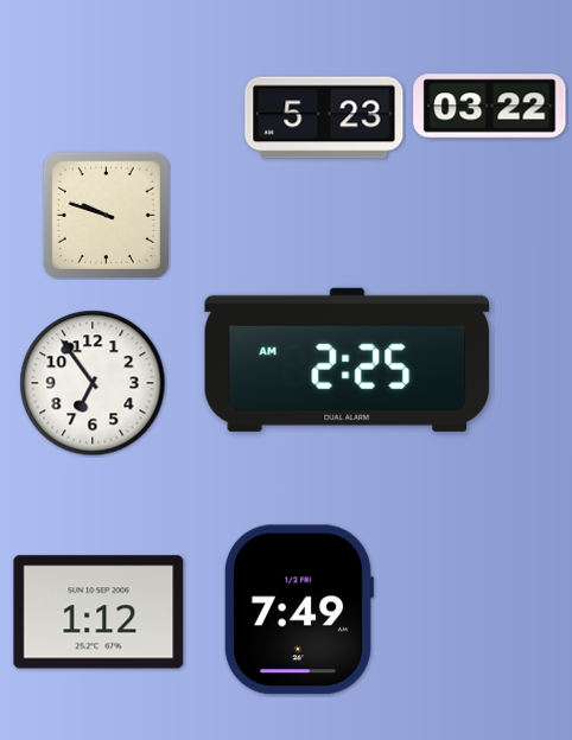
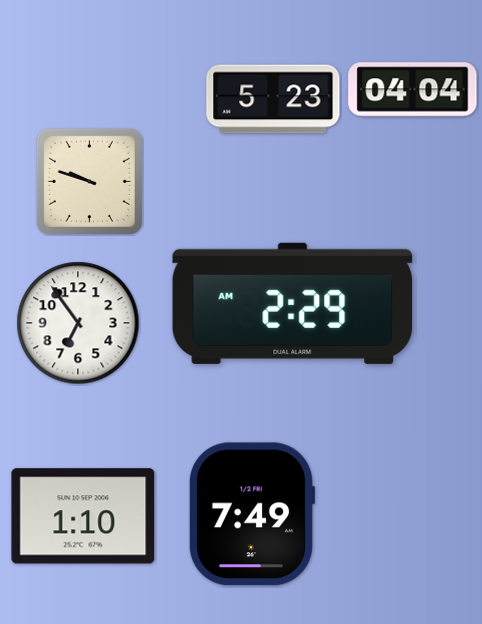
clock at (490, 107): 03:22 -> 04:04
clock at (348, 359): 2:25 -> 2:29
clock at (98, 612): 1:12 -> 1:10
